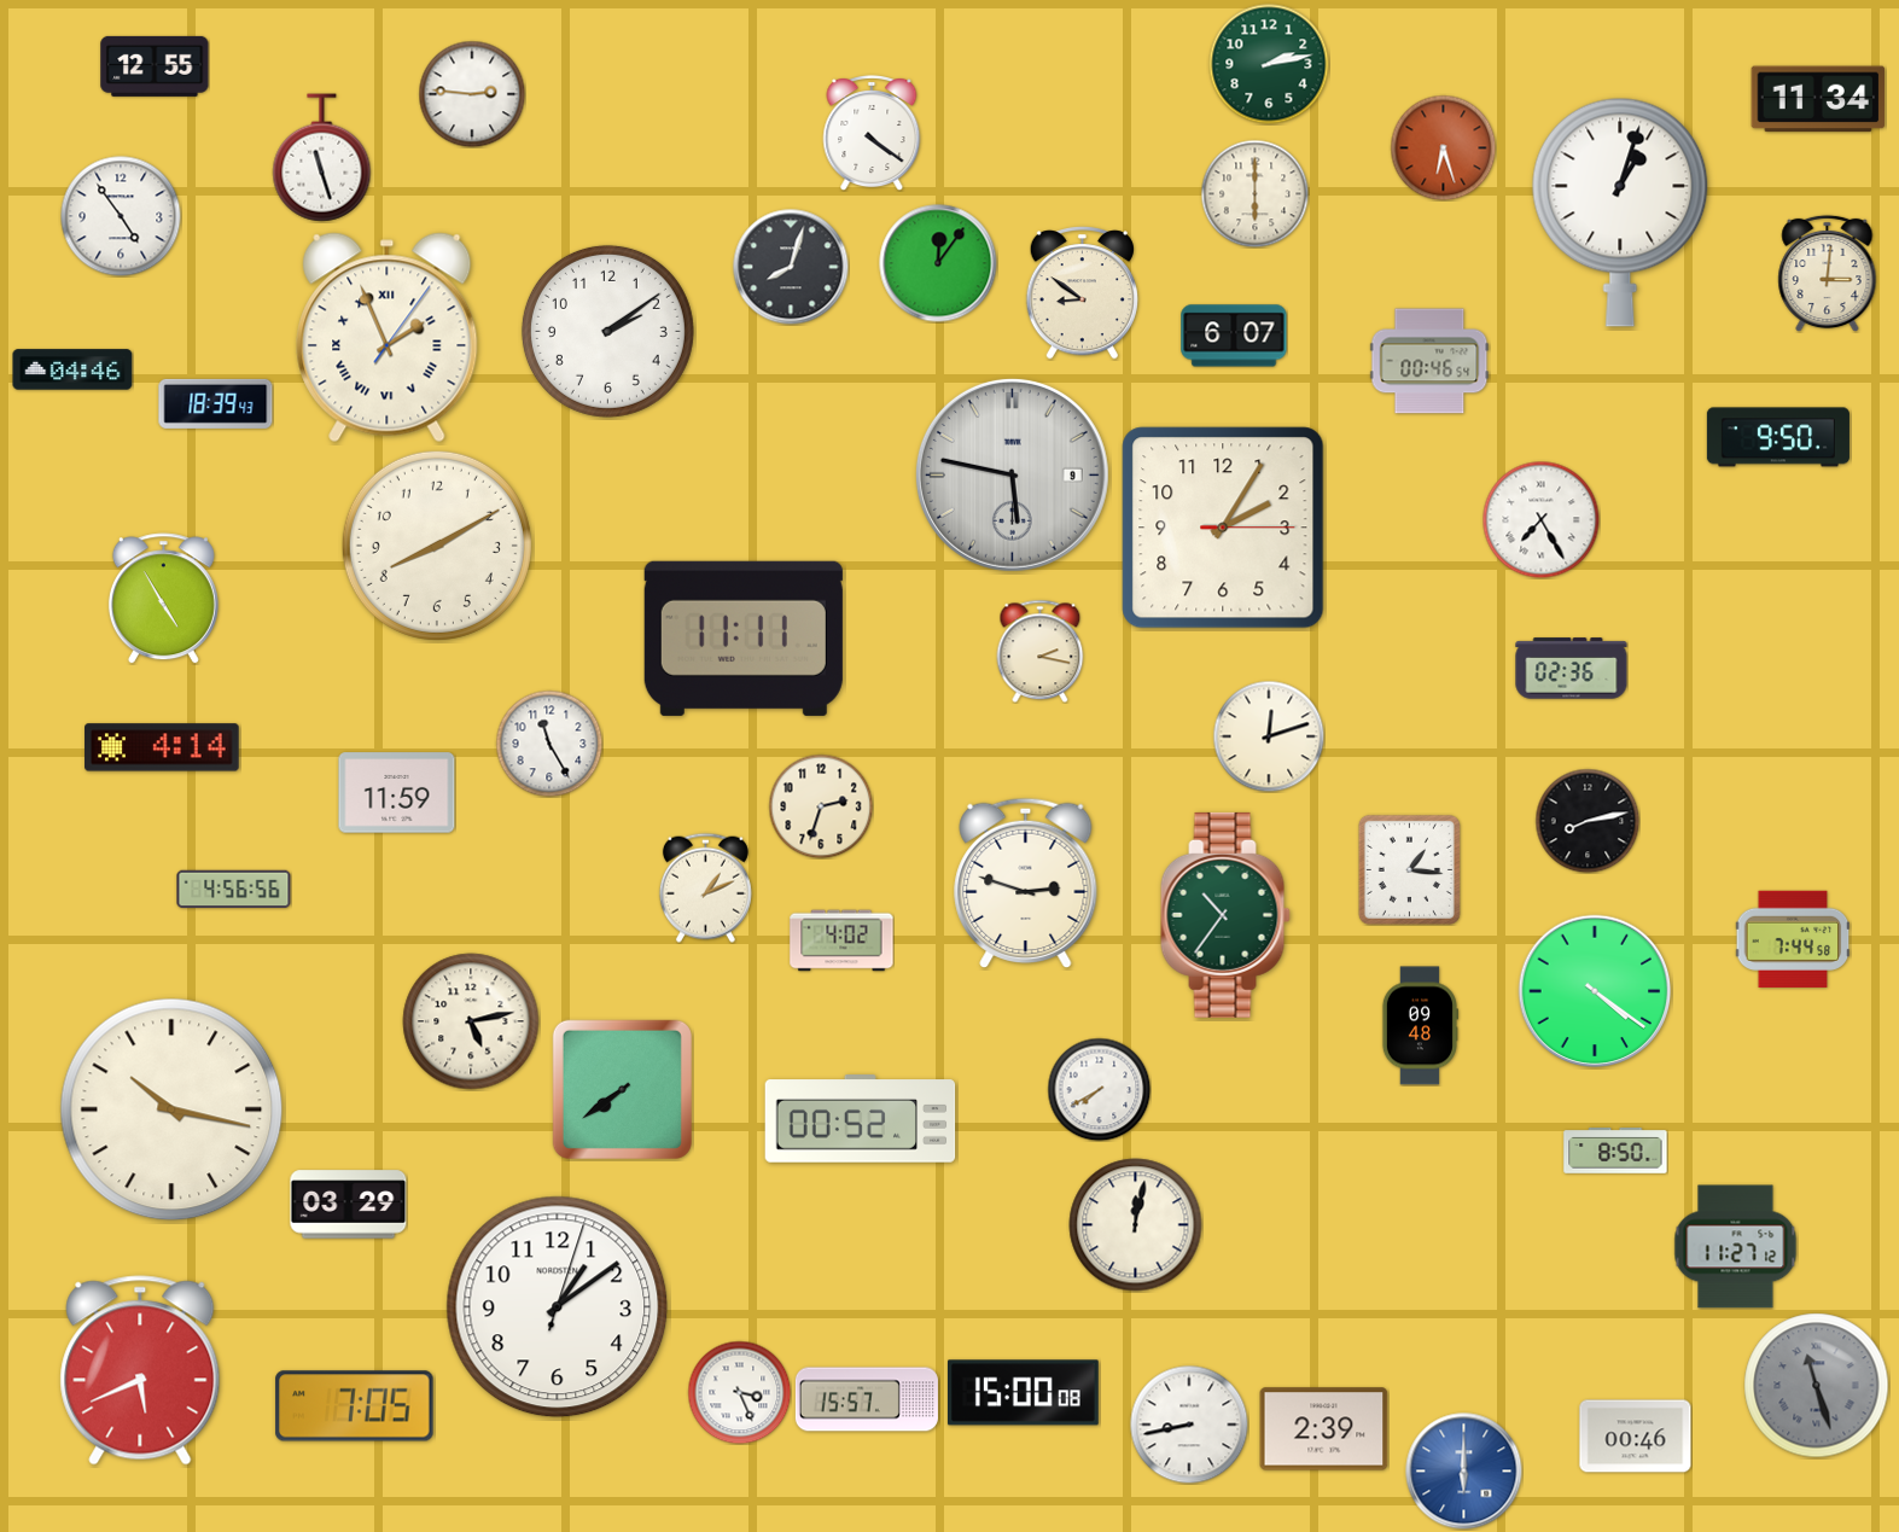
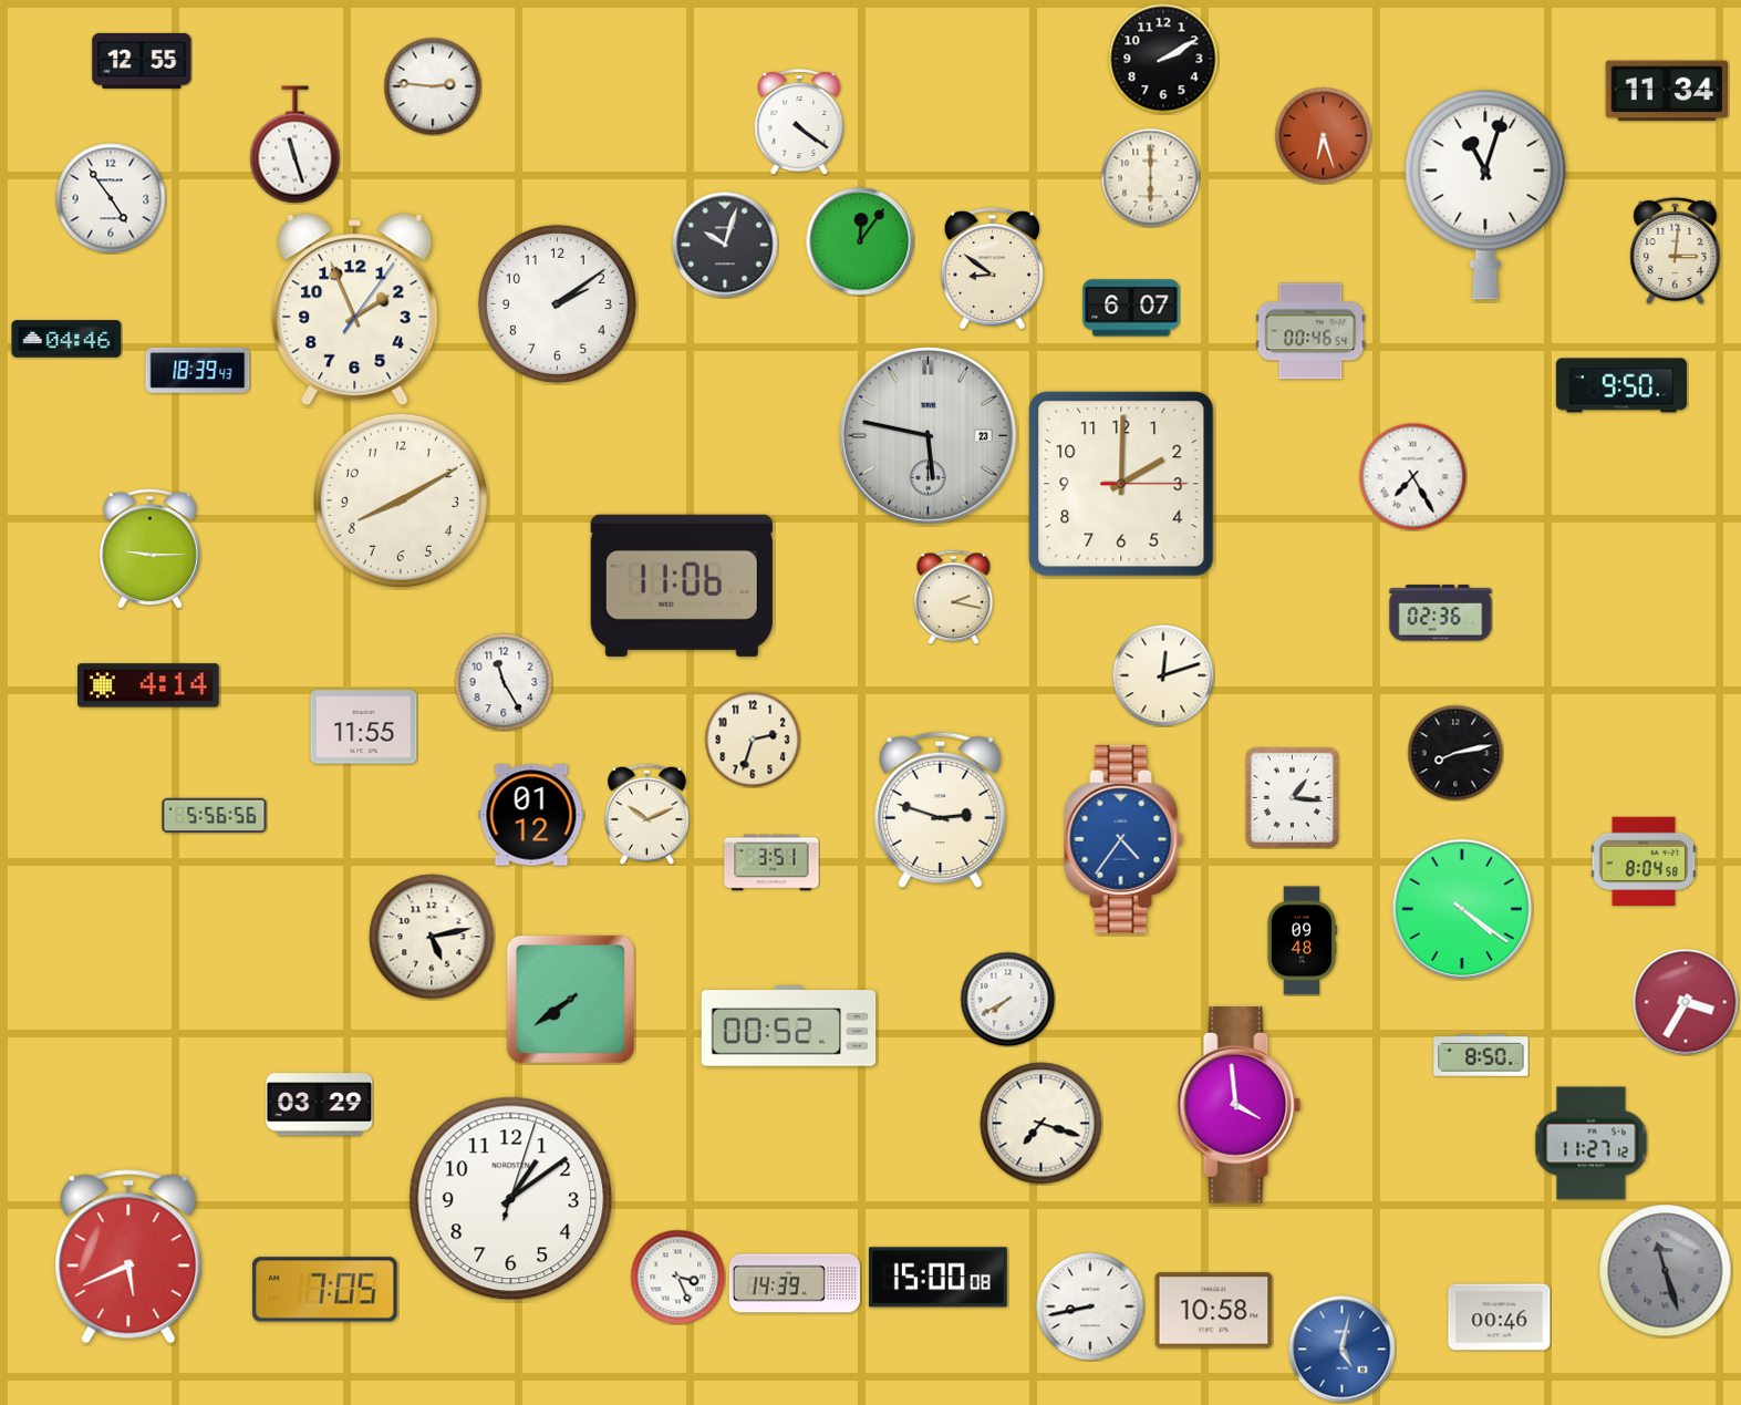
clock at (1269, 64): 2:13 -> 2:10
clock at (1269, 64) dial: green -> black
clock at (1620, 212): 1:03 -> 11:03
clock at (791, 267): 8:03 -> 10:03
clock at (388, 338) numerals: Roman -> Arabic
clock at (1778, 437) position: (1778, 437) -> (1621, 385)
clock at (1012, 474) date: 9 -> 23
clock at (1223, 528): 2:05 -> 2:00
clock at (163, 599): 4:55 -> 9:15
clock at (744, 639): 11:11 -> 11:06
clock at (397, 793): 11:59 -> 11:55
clock at (705, 887): 1:11 -> 10:11
clock at (531, 815): none -> 01:12
clock at (234, 890): 4:56 -> 5:56
clock at (1225, 915): 10:36 -> 4:36
clock at (1225, 915) dial: green -> blue
clock at (1793, 939): 7:44 -> 8:04
clock at (841, 940): 4:02 -> 3:51
clock at (1686, 1002): none -> 3:35
clock at (171, 1109): 10:17 -> none
clock at (1239, 1105): none -> 3:59
clock at (1136, 1225): 12:02 -> 7:18
clock at (867, 1399): 15:57 -> 14:39
clock at (1324, 1429): 2:39 -> 10:58
clock at (1464, 1472): 6:00 -> 5:02
